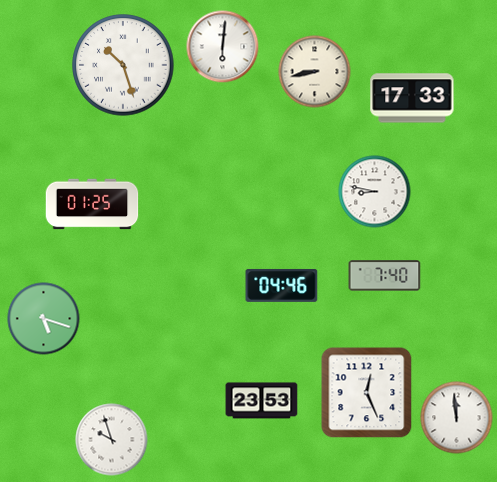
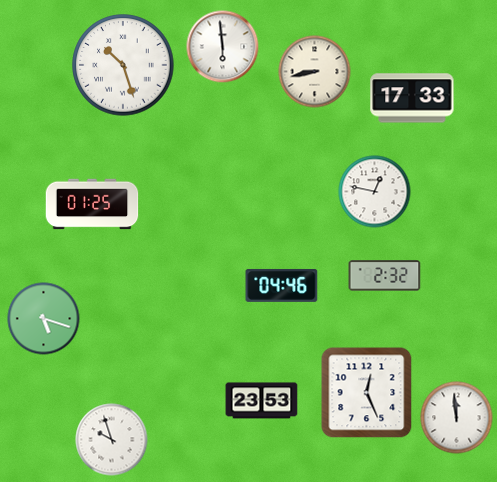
clock at (223, 47): 6:01 -> 5:59
clock at (375, 192): 8:47 -> 12:47
clock at (385, 276): 7:40 -> 2:32
